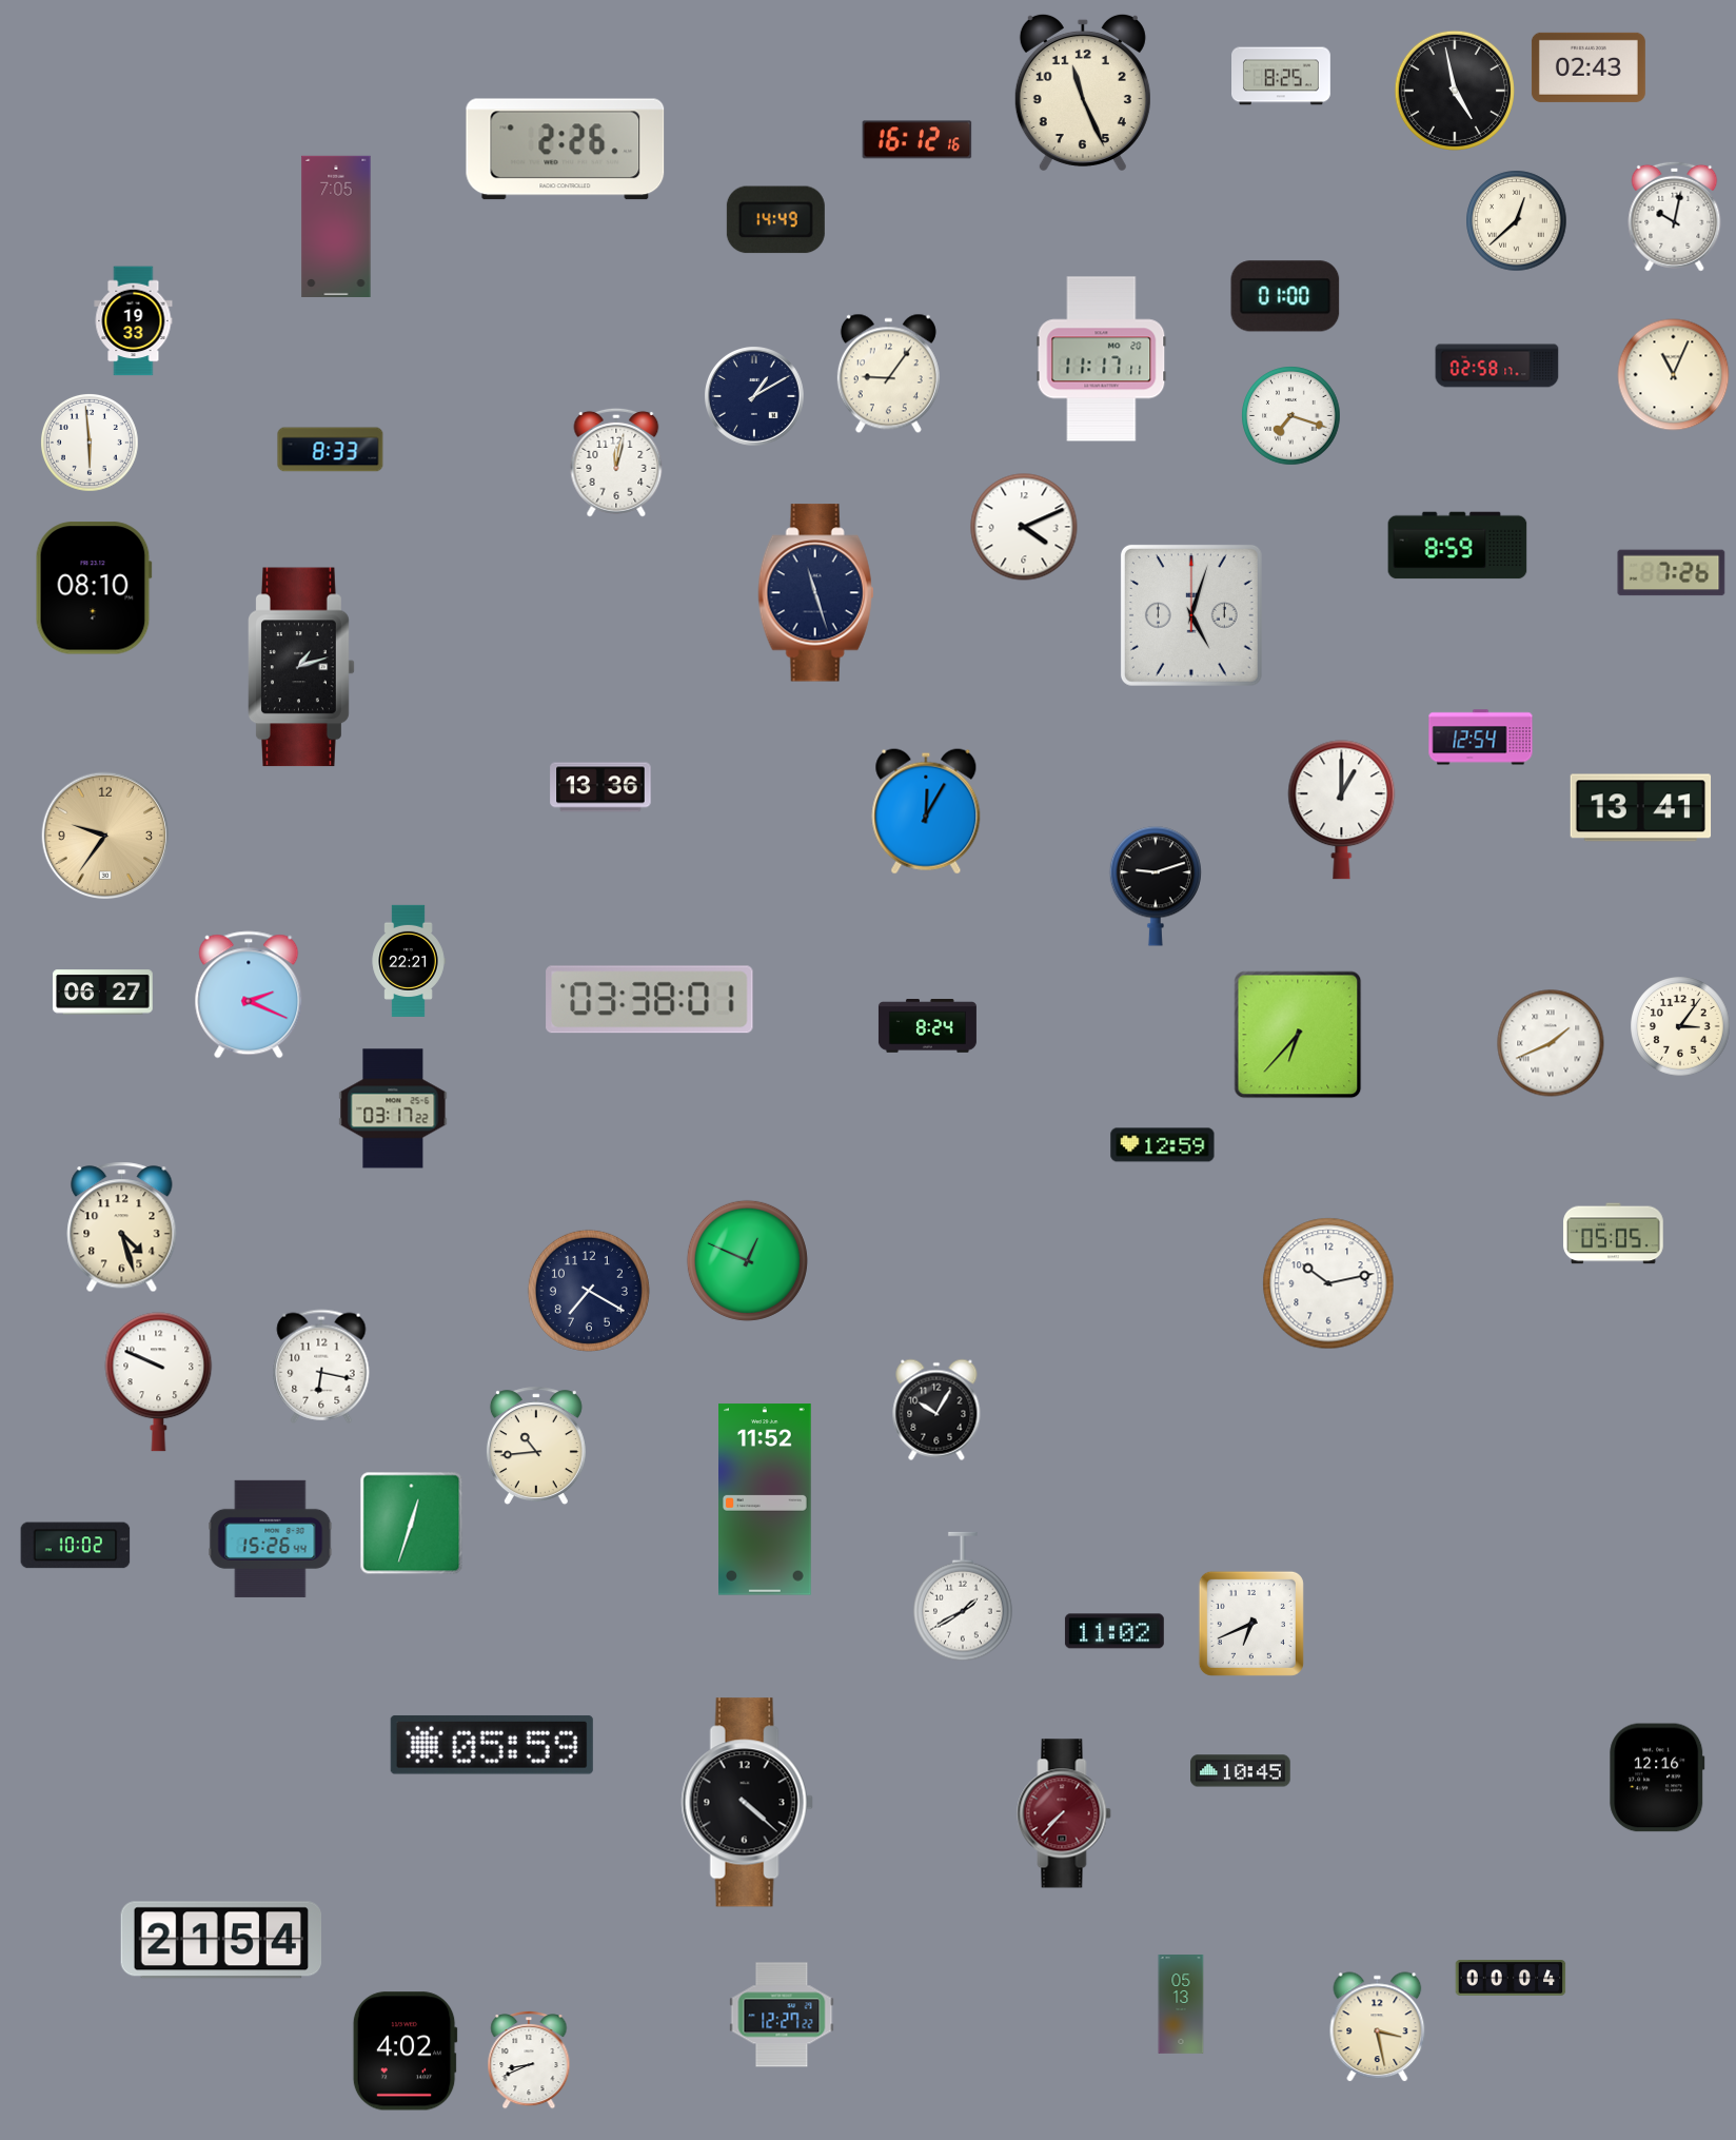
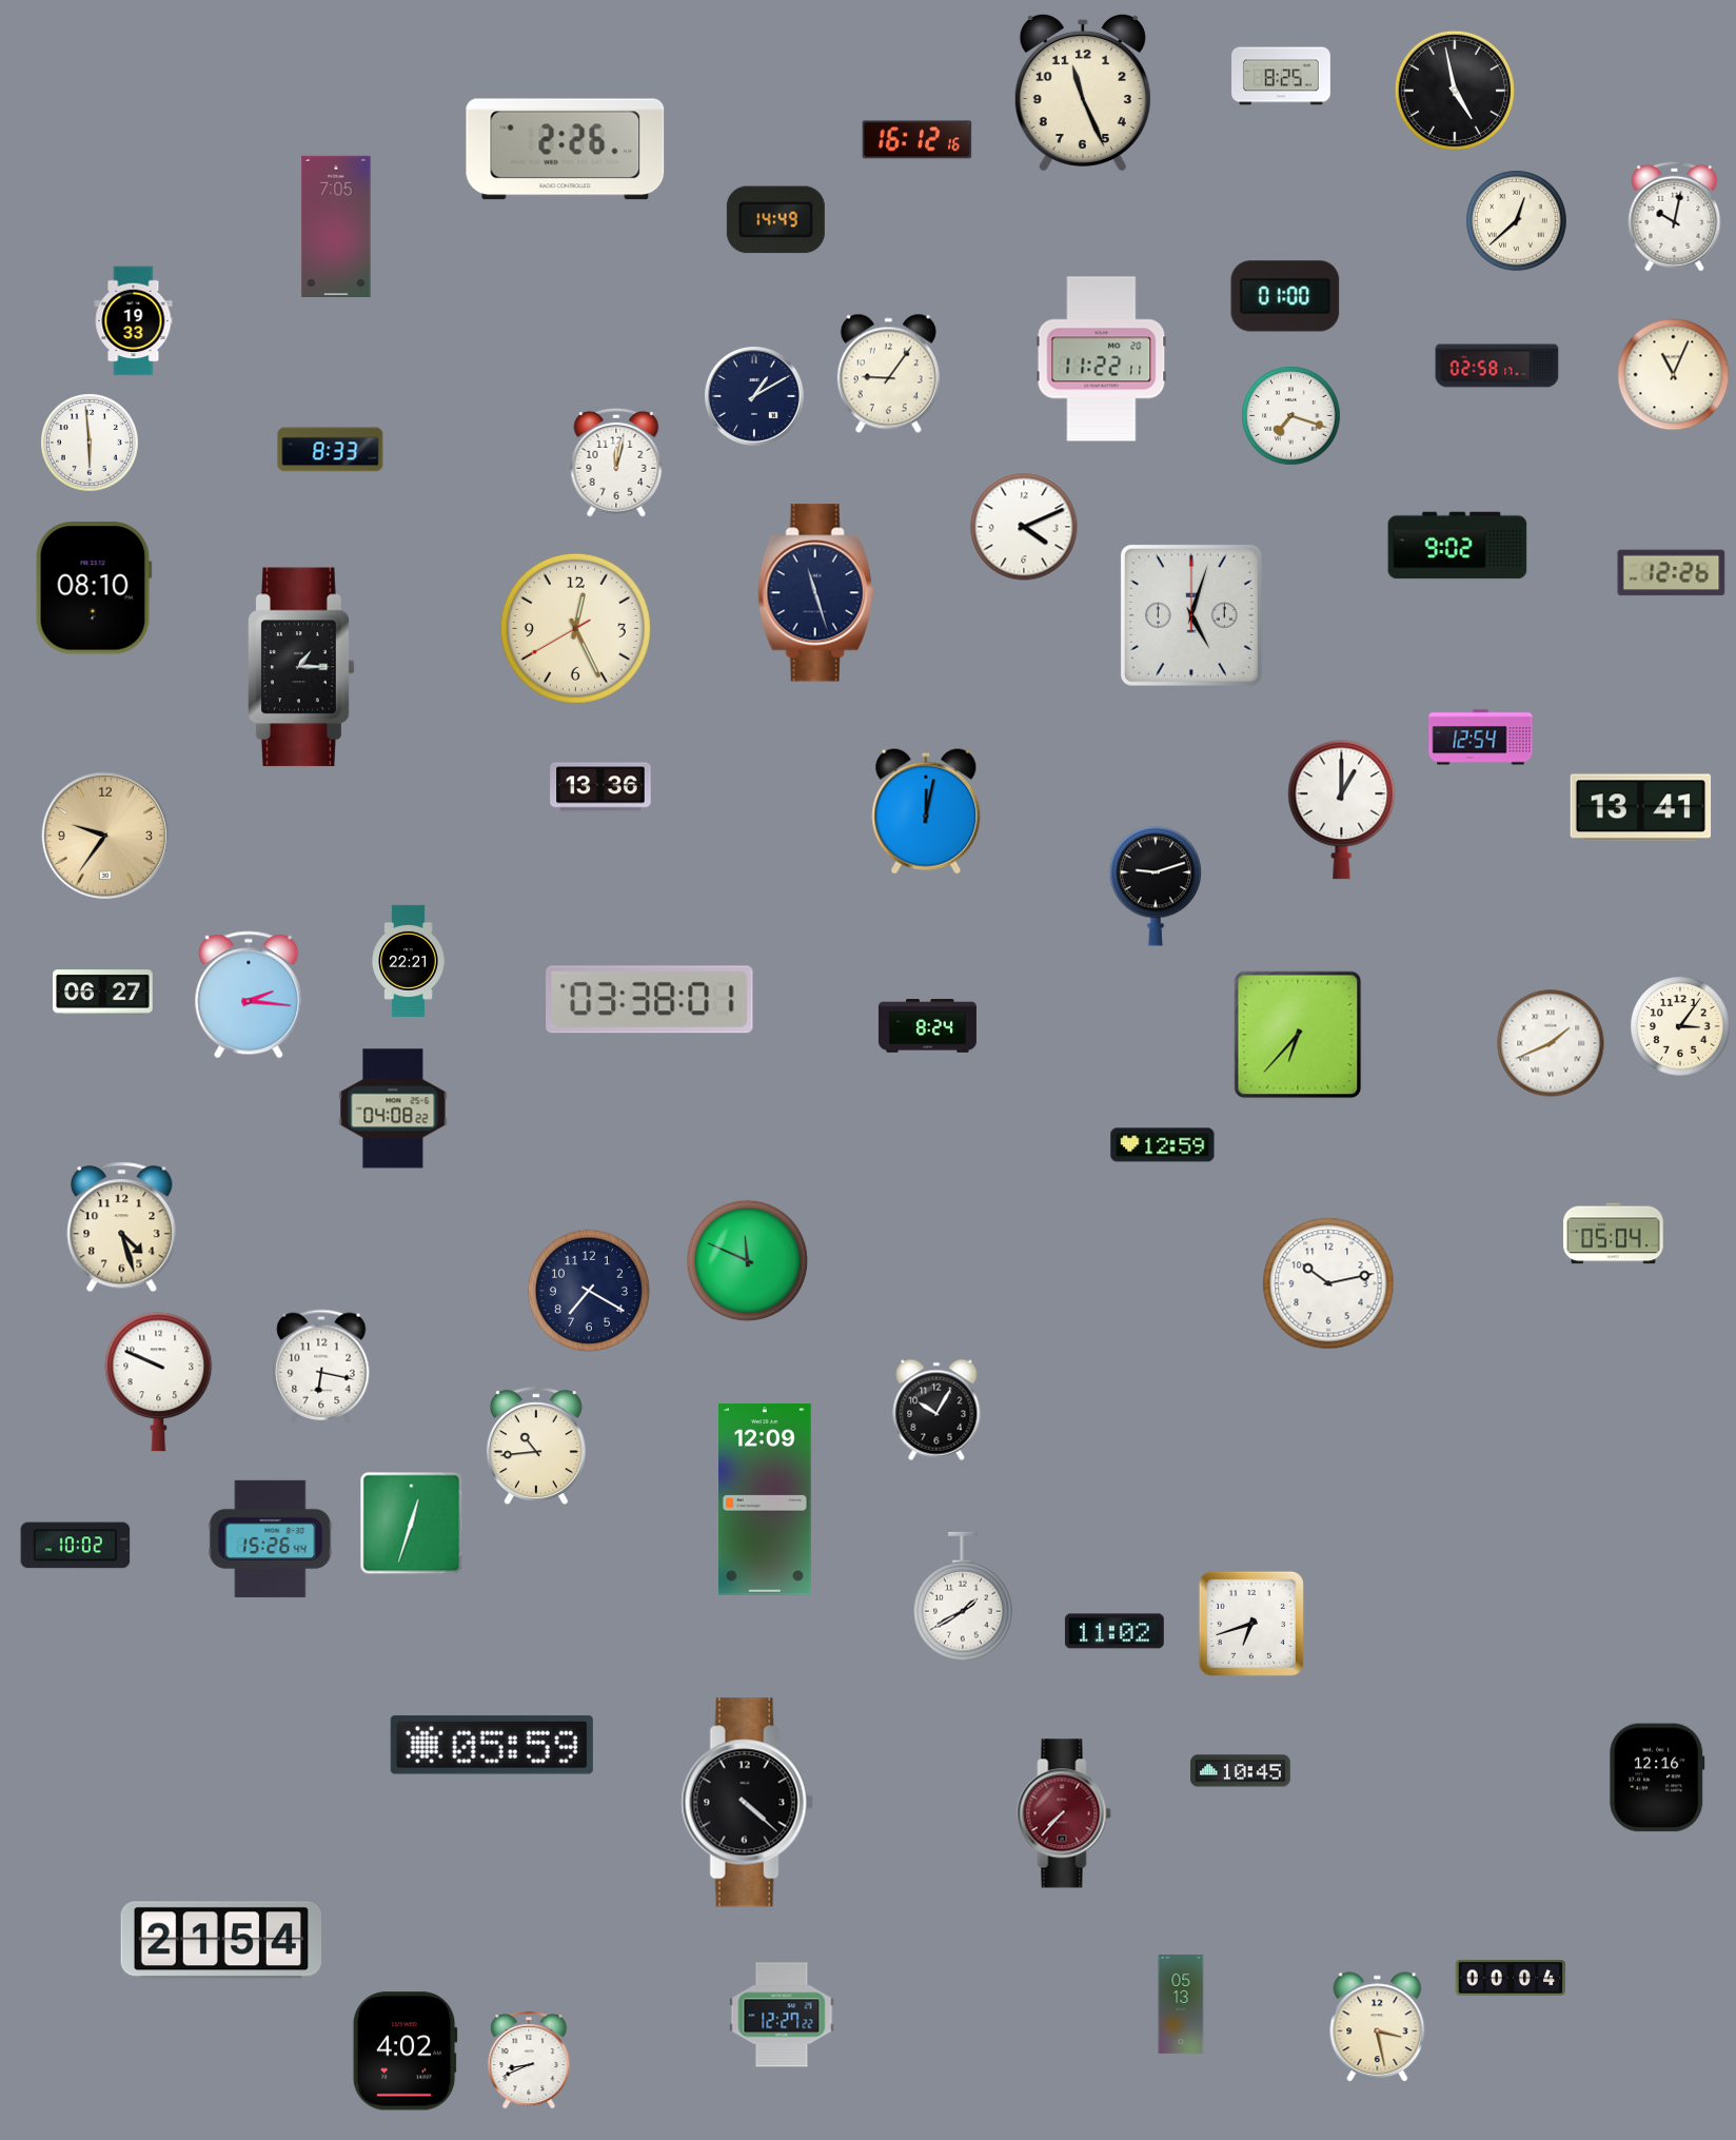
clock at (1589, 67): 02:43 -> none
clock at (1102, 359): 11:17 -> 11:22
clock at (1458, 546): 8:59 -> 9:02
clock at (1672, 573): 7:26 -> 12:26
clock at (575, 628): none -> 12:25
clock at (301, 667): 1:12 -> 1:15
clock at (926, 811): 12:05 -> 12:02
clock at (249, 995): 2:19 -> 2:16
clock at (393, 1108): 03:17 -> 04:08
clock at (1614, 1234): 05:05 -> 05:04
clock at (747, 1260): 12:49 -> 11:49
clock at (766, 1499): 11:52 -> 12:09
clock at (1251, 1624): 6:41 -> 6:42
